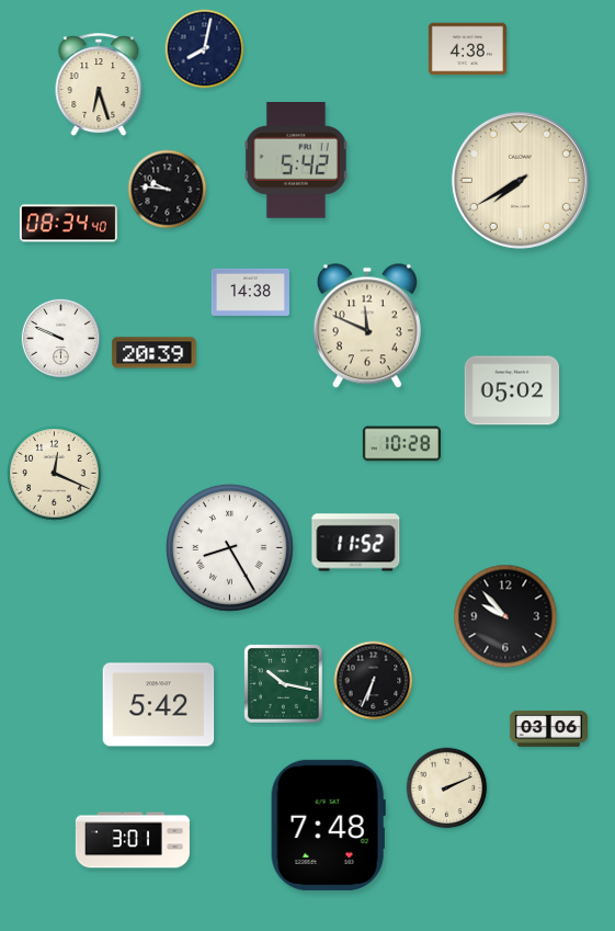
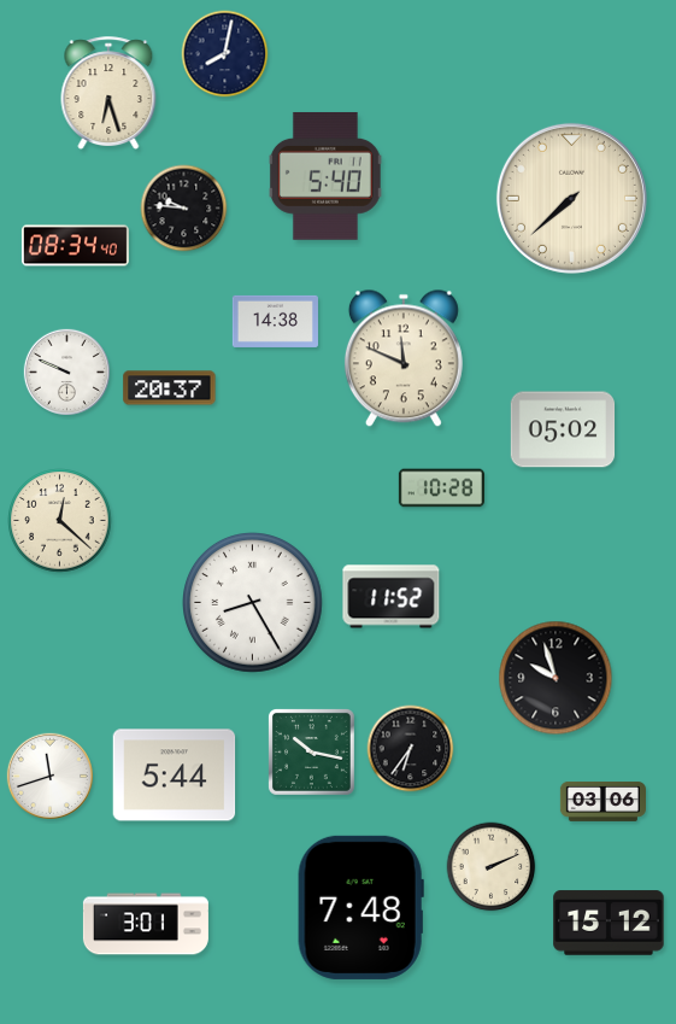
clock at (467, 49): 4:38 -> none
clock at (296, 160): 5:42 -> 5:40
clock at (520, 180): 7:40 -> 7:38
clock at (155, 353): 20:39 -> 20:37
clock at (55, 474): 12:19 -> 12:22
clock at (505, 616): 9:53 -> 9:57
clock at (374, 681): 6:34 -> 6:36
clock at (49, 776): none -> 11:42
clock at (159, 705): 5:42 -> 5:44
clock at (609, 923): none -> 15:12
